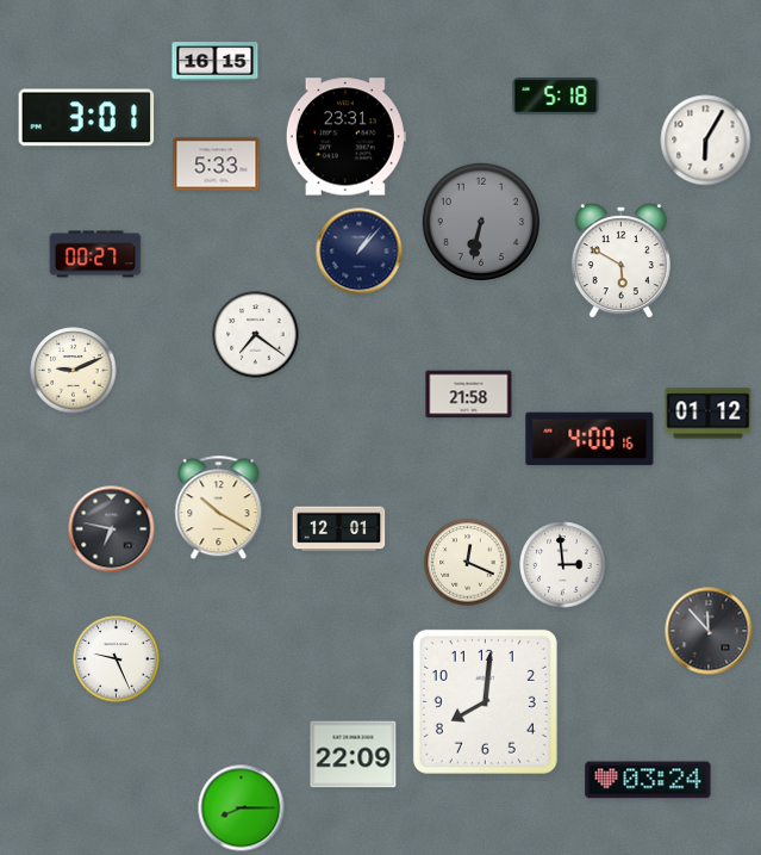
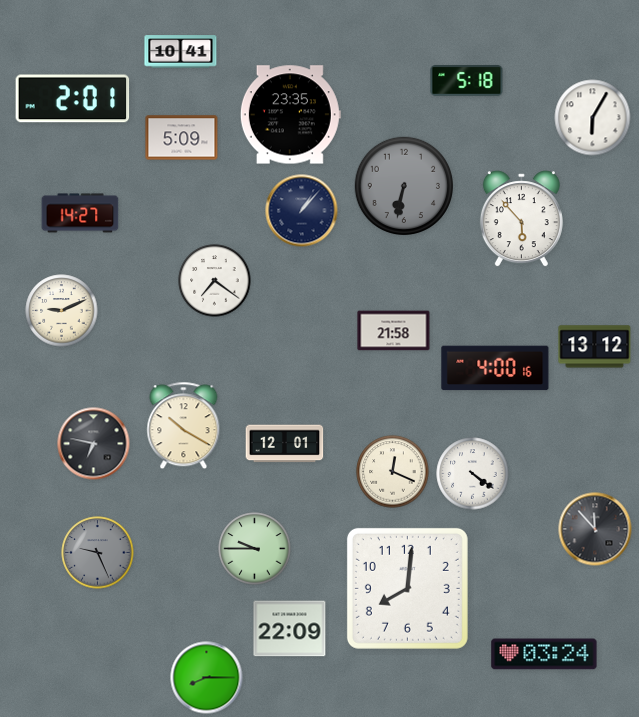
clock at (216, 62): 16:15 -> 10:41
clock at (87, 118): 3:01 -> 2:01
clock at (345, 137): 23:31 -> 23:35
clock at (217, 165): 5:33 -> 5:09
clock at (95, 254): 00:27 -> 14:27
clock at (620, 261): 5:50 -> 5:53
clock at (709, 414): 01:12 -> 13:12
clock at (563, 565): 2:59 -> 4:21
clock at (255, 549): none -> 9:45
clock at (117, 659) dial: white -> grey
clock at (354, 755) position: (354, 755) -> (290, 629)
clock at (242, 808) position: (242, 808) -> (207, 678)
